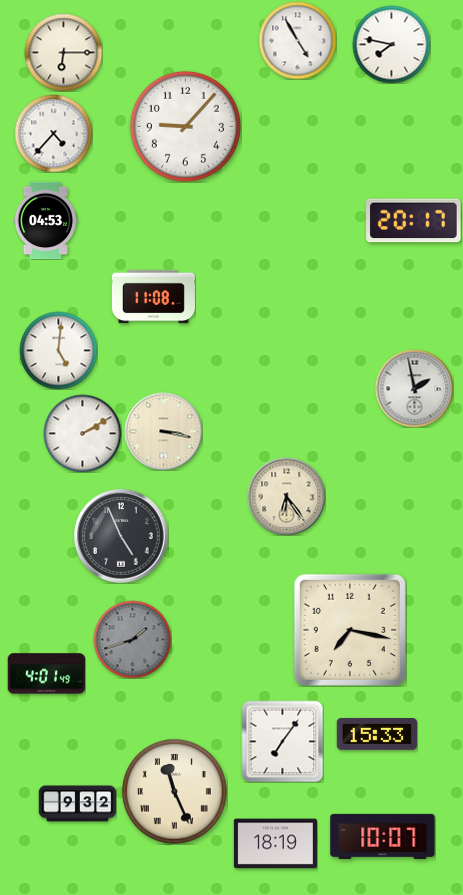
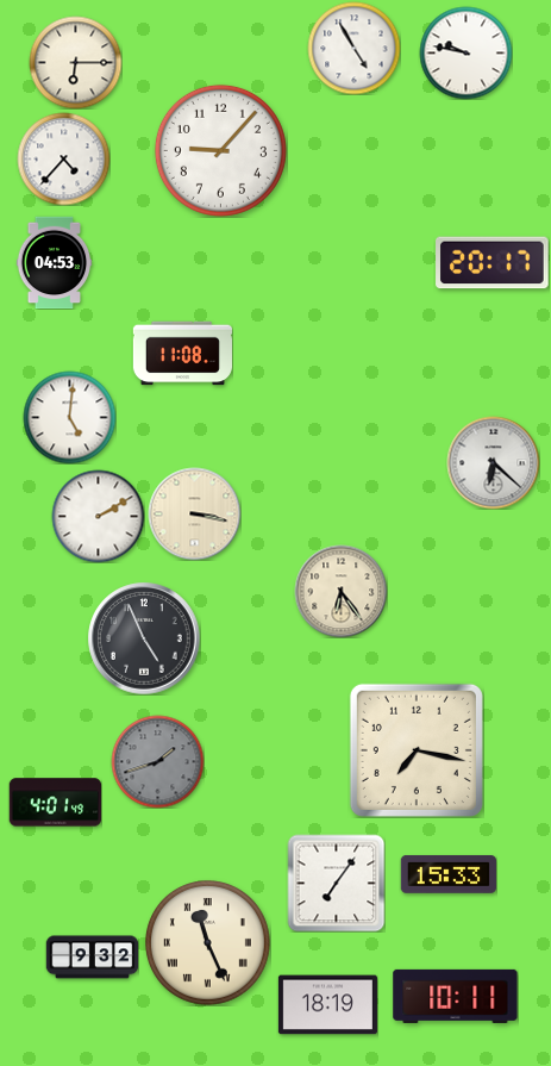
clock at (391, 44): 7:47 -> 9:47
clock at (414, 388): 1:58 -> 6:22
clock at (383, 836): 10:07 -> 10:11
